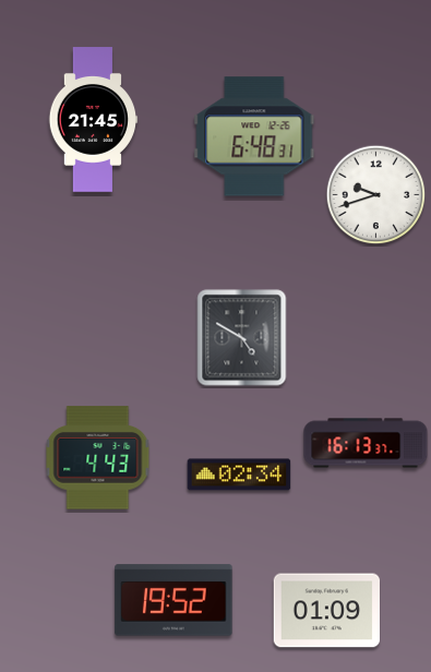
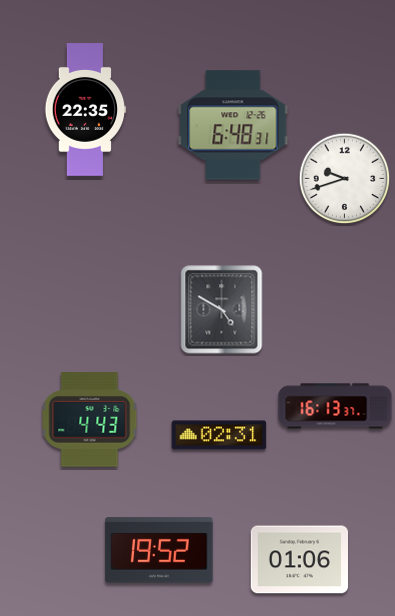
clock at (94, 120): 21:45 -> 22:35
clock at (239, 475): 02:34 -> 02:31
clock at (326, 611): 01:09 -> 01:06
